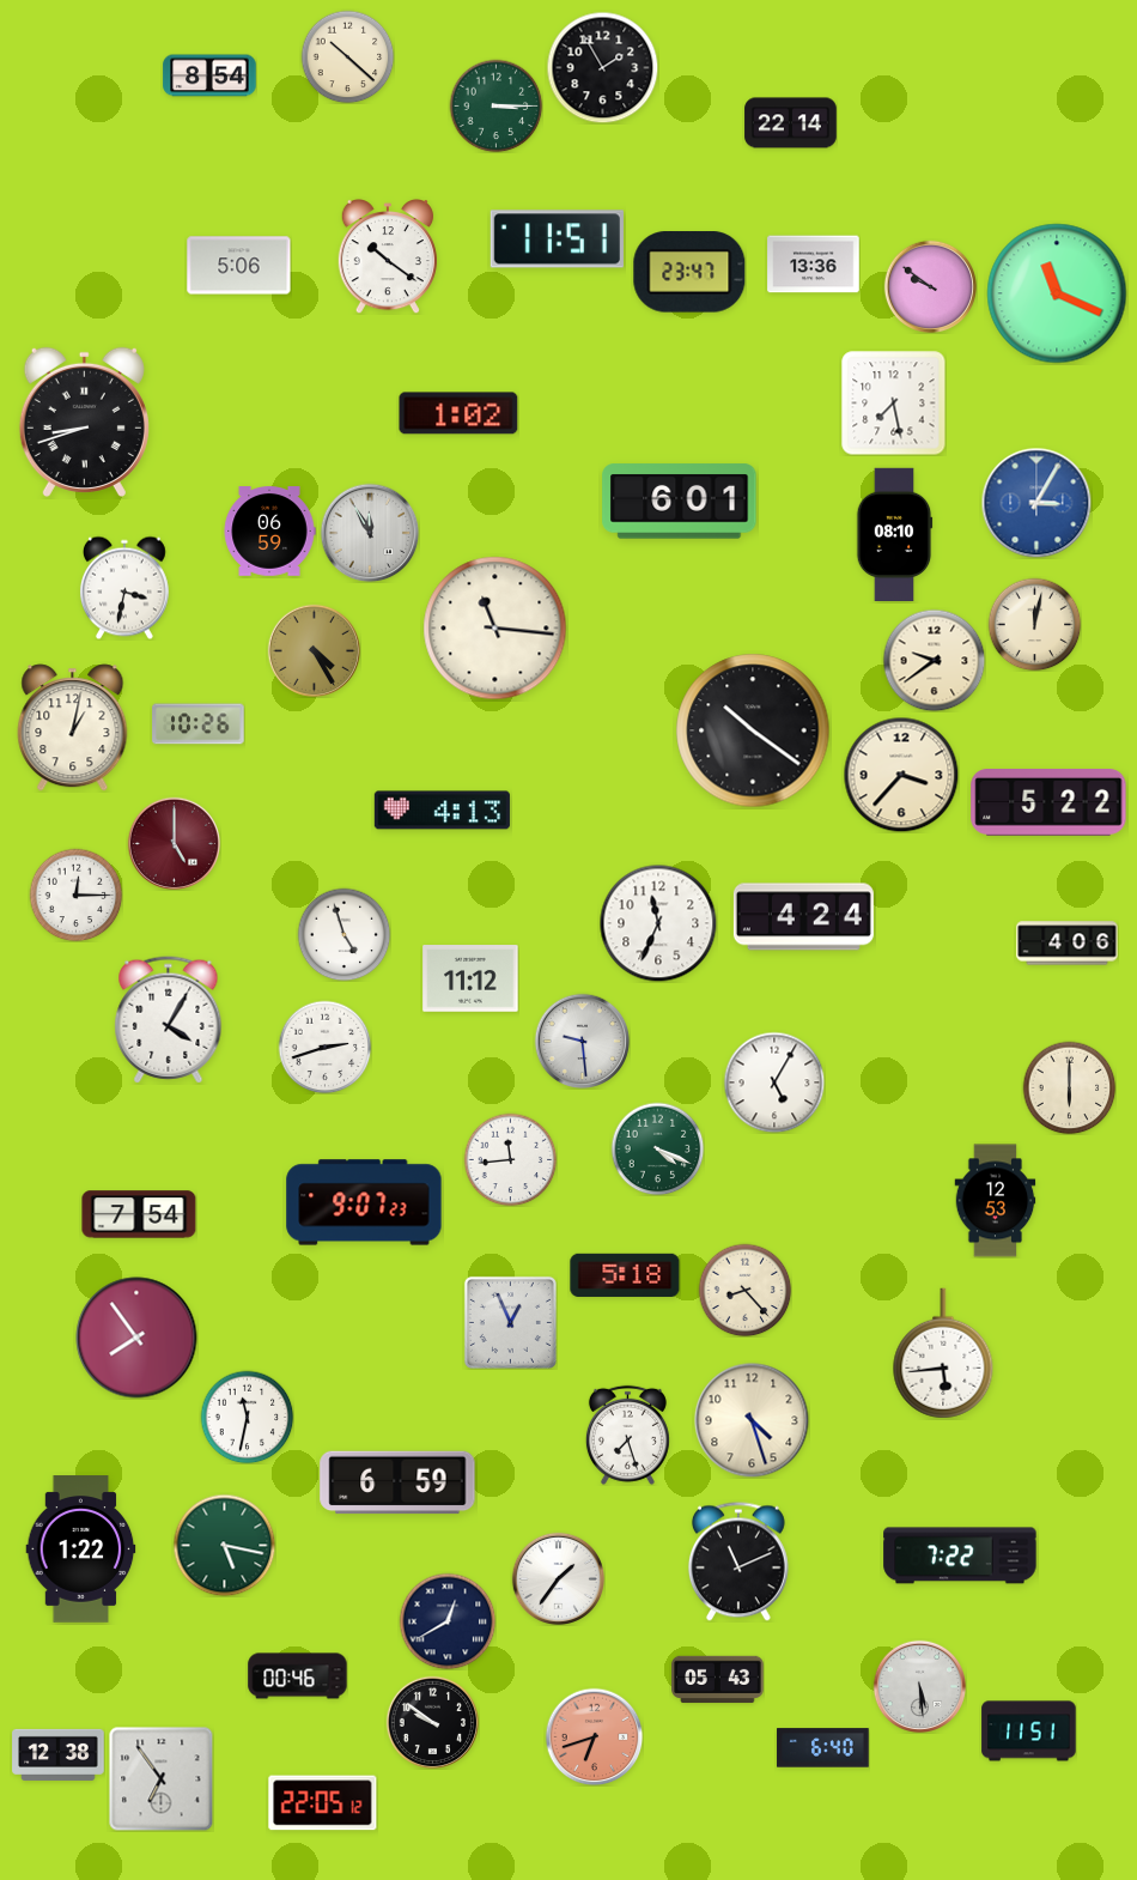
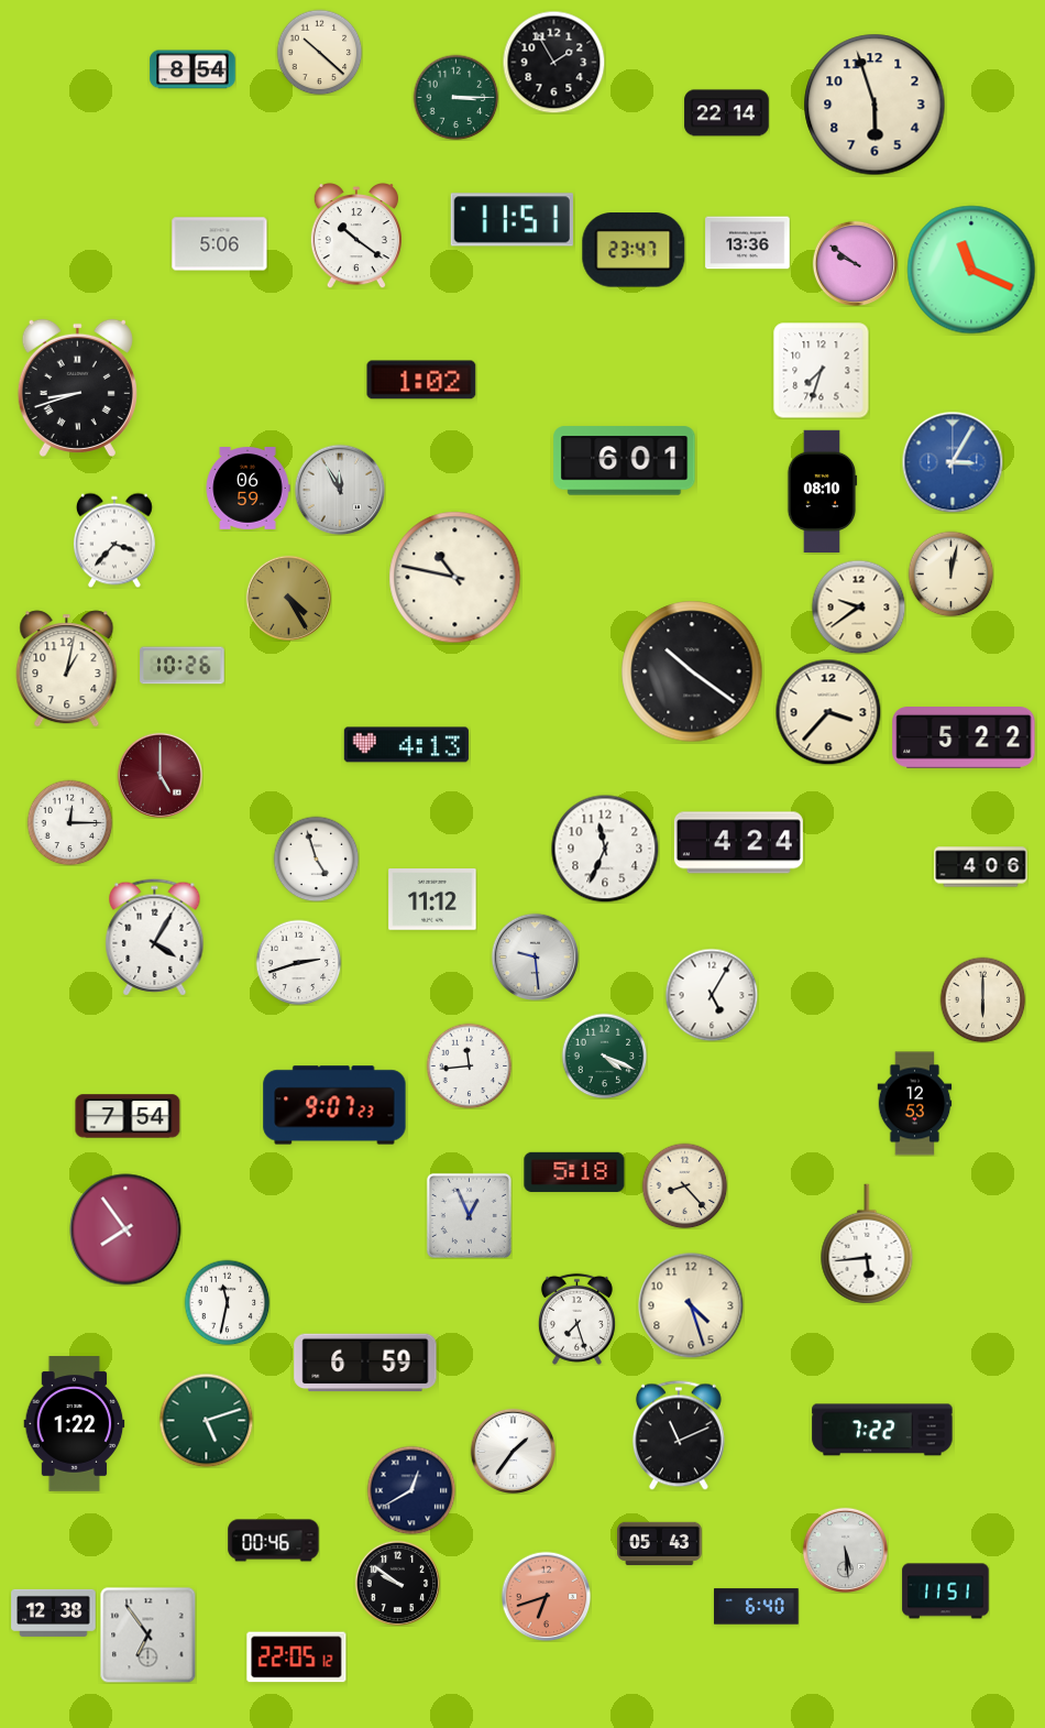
clock at (875, 105): none -> 5:57
clock at (894, 404): 7:28 -> 7:33
clock at (124, 588): 3:32 -> 3:37
clock at (495, 629): 11:16 -> 10:47
clock at (224, 1545): 5:17 -> 5:12
